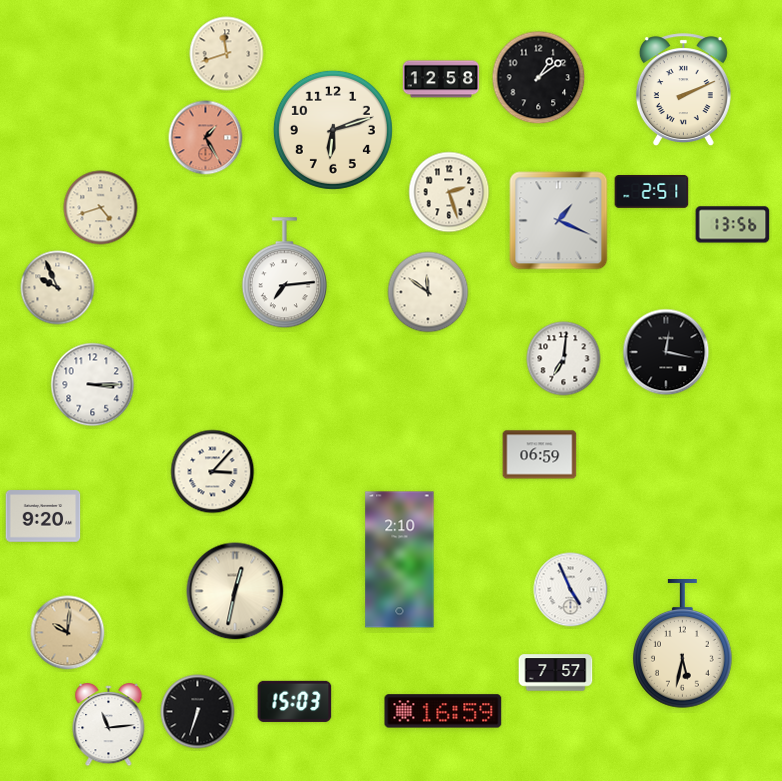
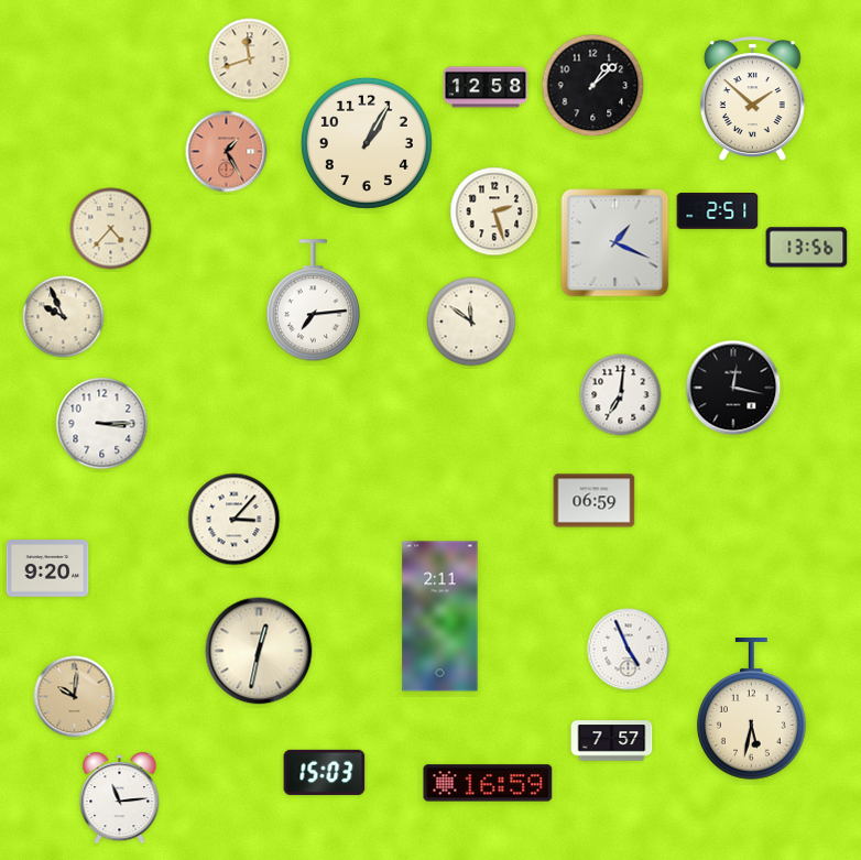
clock at (539, 78): 1:09 -> 1:08
clock at (683, 89): 2:11 -> 1:52
clock at (333, 130): 6:12 -> 1:05
clock at (101, 208): 4:42 -> 4:37
clock at (400, 560): 2:10 -> 2:11
clock at (198, 712): 6:33 -> none
